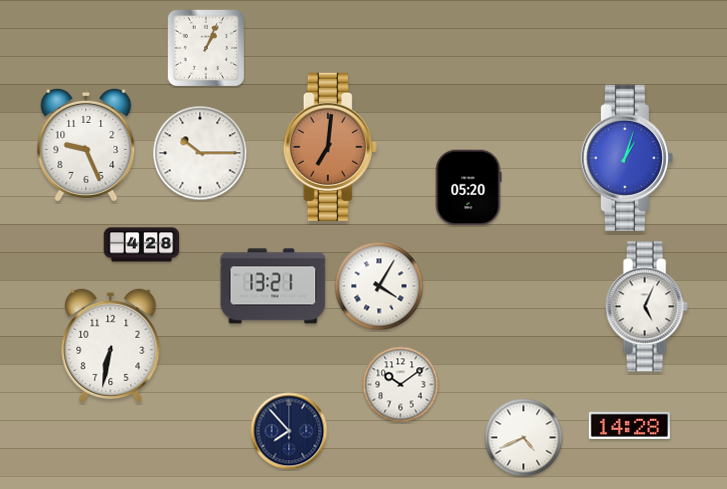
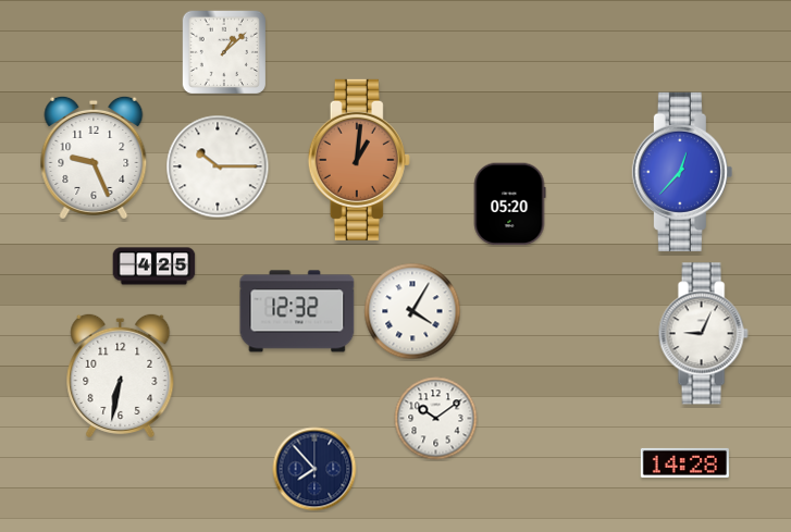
clock at (206, 47): 1:04 -> 1:08
clock at (330, 147): 7:01 -> 1:01
clock at (627, 158): 1:03 -> 12:37
clock at (142, 245): 4:28 -> 4:25
clock at (273, 286): 13:21 -> 12:32
clock at (646, 307): 5:04 -> 9:04
clock at (524, 438): 4:41 -> none
